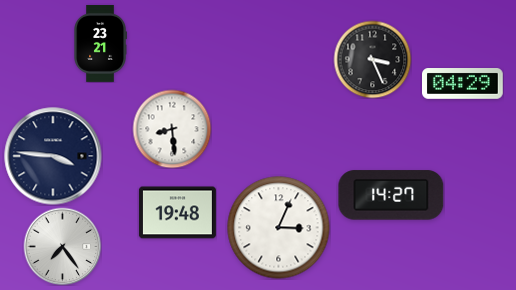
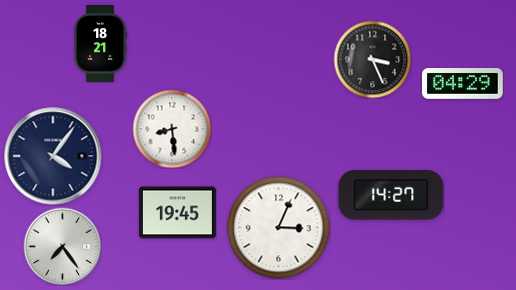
clock at (100, 43): 23:21 -> 18:21
clock at (53, 156): 3:46 -> 4:06
clock at (177, 213): 19:48 -> 19:45
